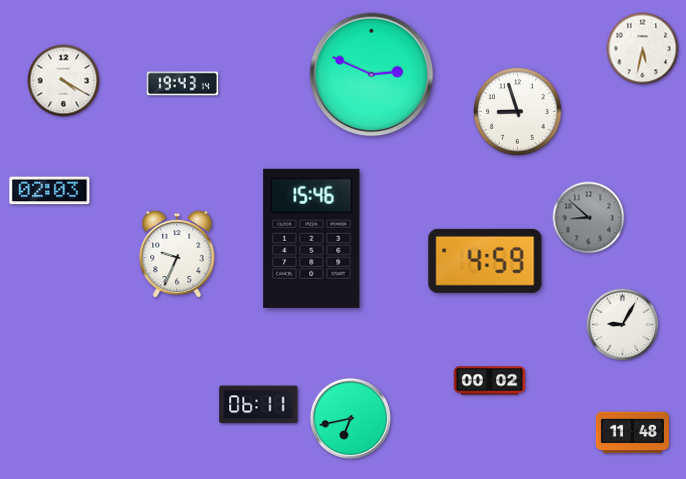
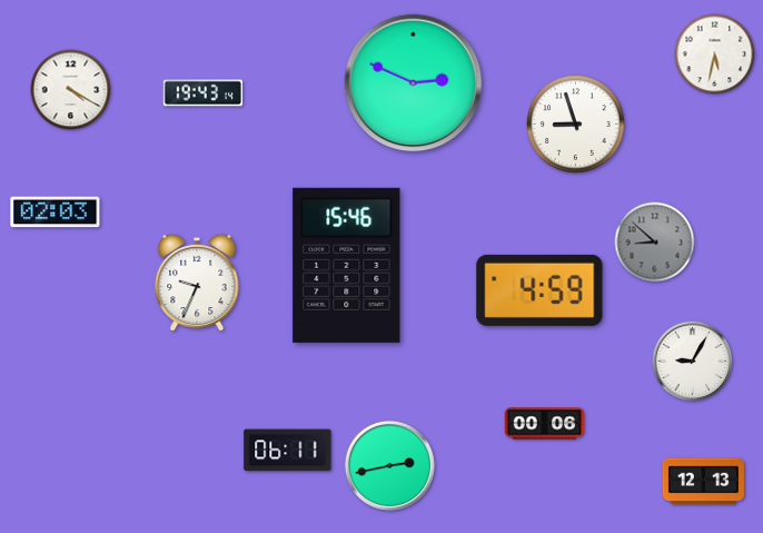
clock at (490, 381): 00:02 -> 00:06
clock at (350, 418): 6:43 -> 2:43
clock at (632, 433): 11:48 -> 12:13
